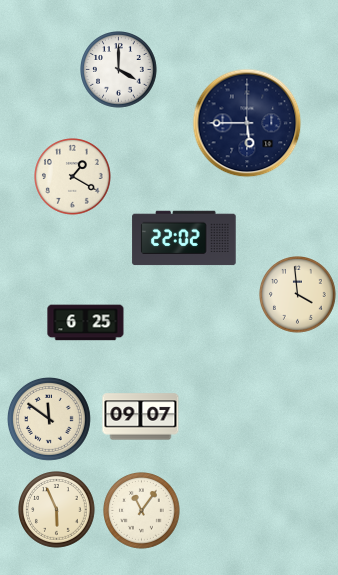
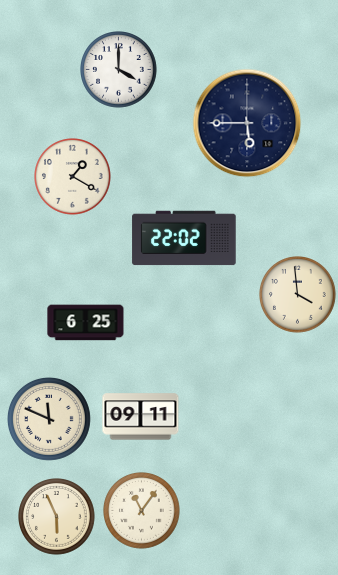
clock at (141, 417): 09:07 -> 09:11
clock at (49, 419): 11:51 -> 11:49
clock at (57, 510) position: (57, 510) -> (57, 517)
